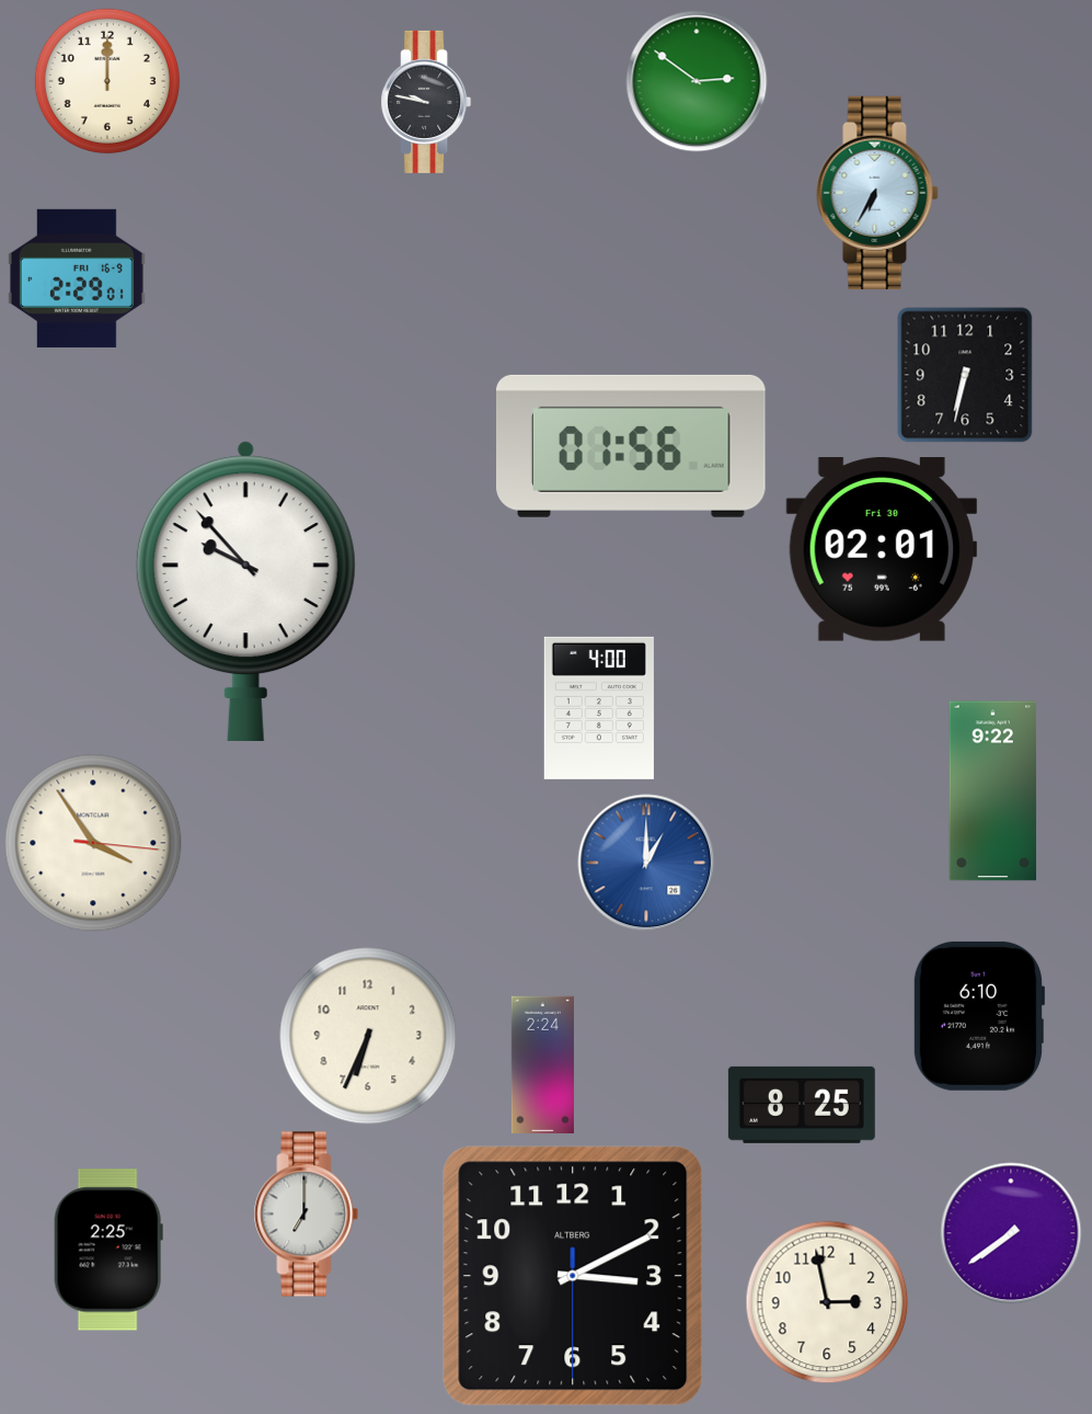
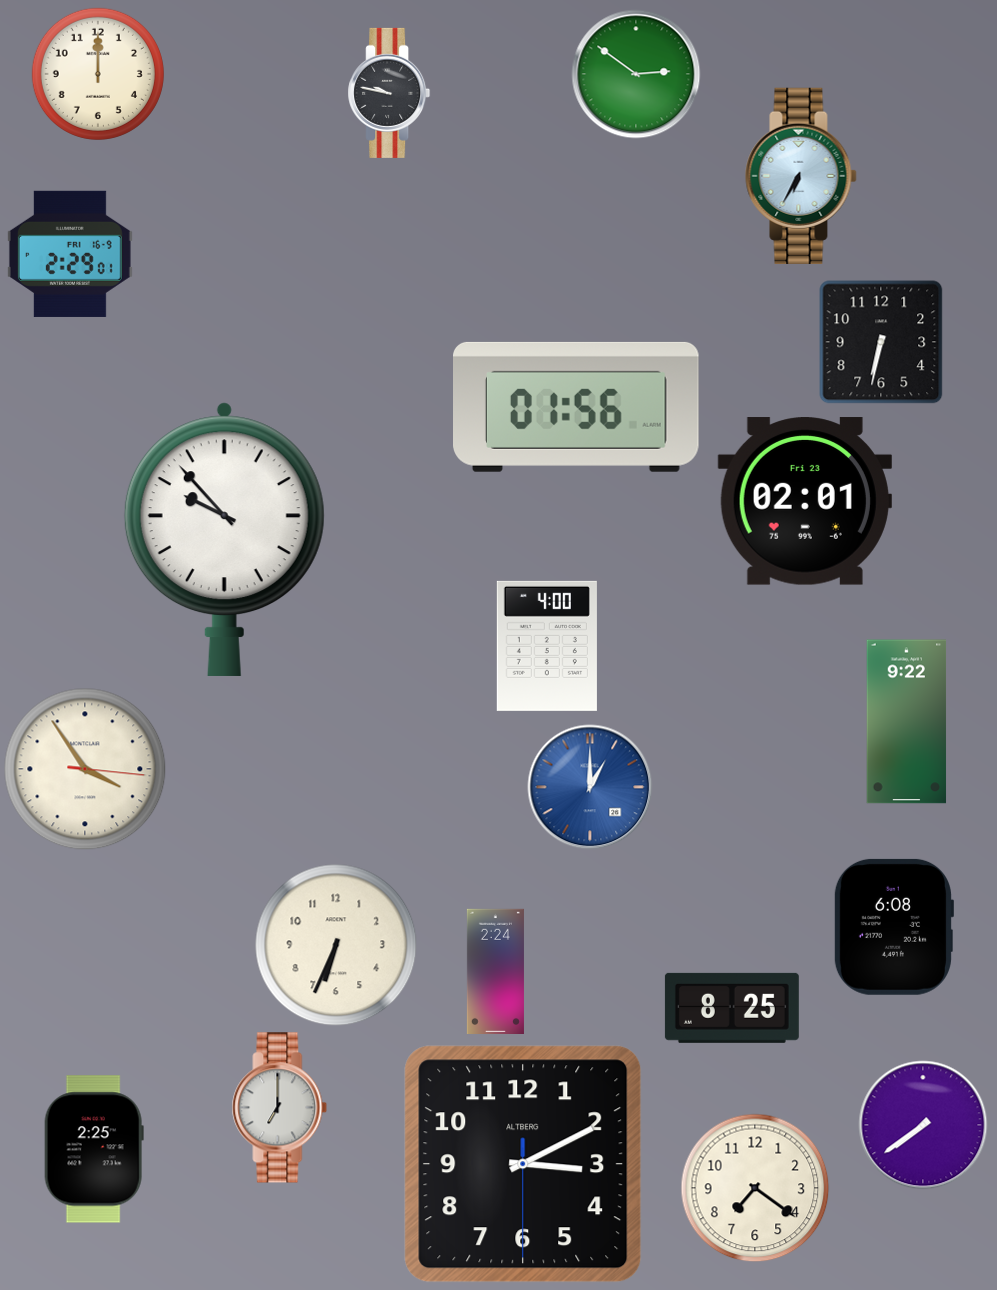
clock at (882, 549) date: Fri 30 -> Fri 23
clock at (978, 1016): 6:10 -> 6:08
clock at (108, 1250) position: (108, 1250) -> (94, 1149)
clock at (827, 1302): 2:58 -> 7:21
